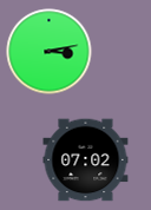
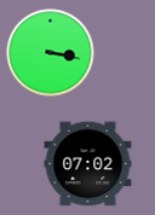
clock at (50, 52): 3:13 -> 3:17
